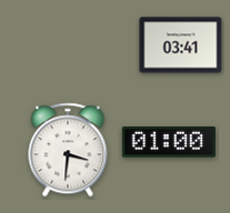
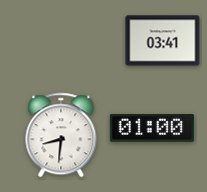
clock at (68, 150): 3:31 -> 8:31
